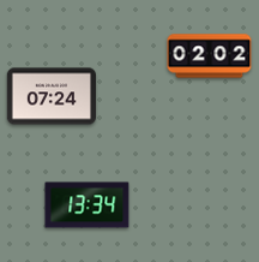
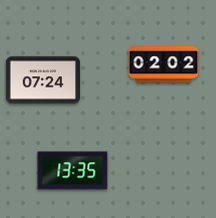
clock at (210, 56) position: (210, 56) -> (164, 65)
clock at (88, 206): 13:34 -> 13:35
